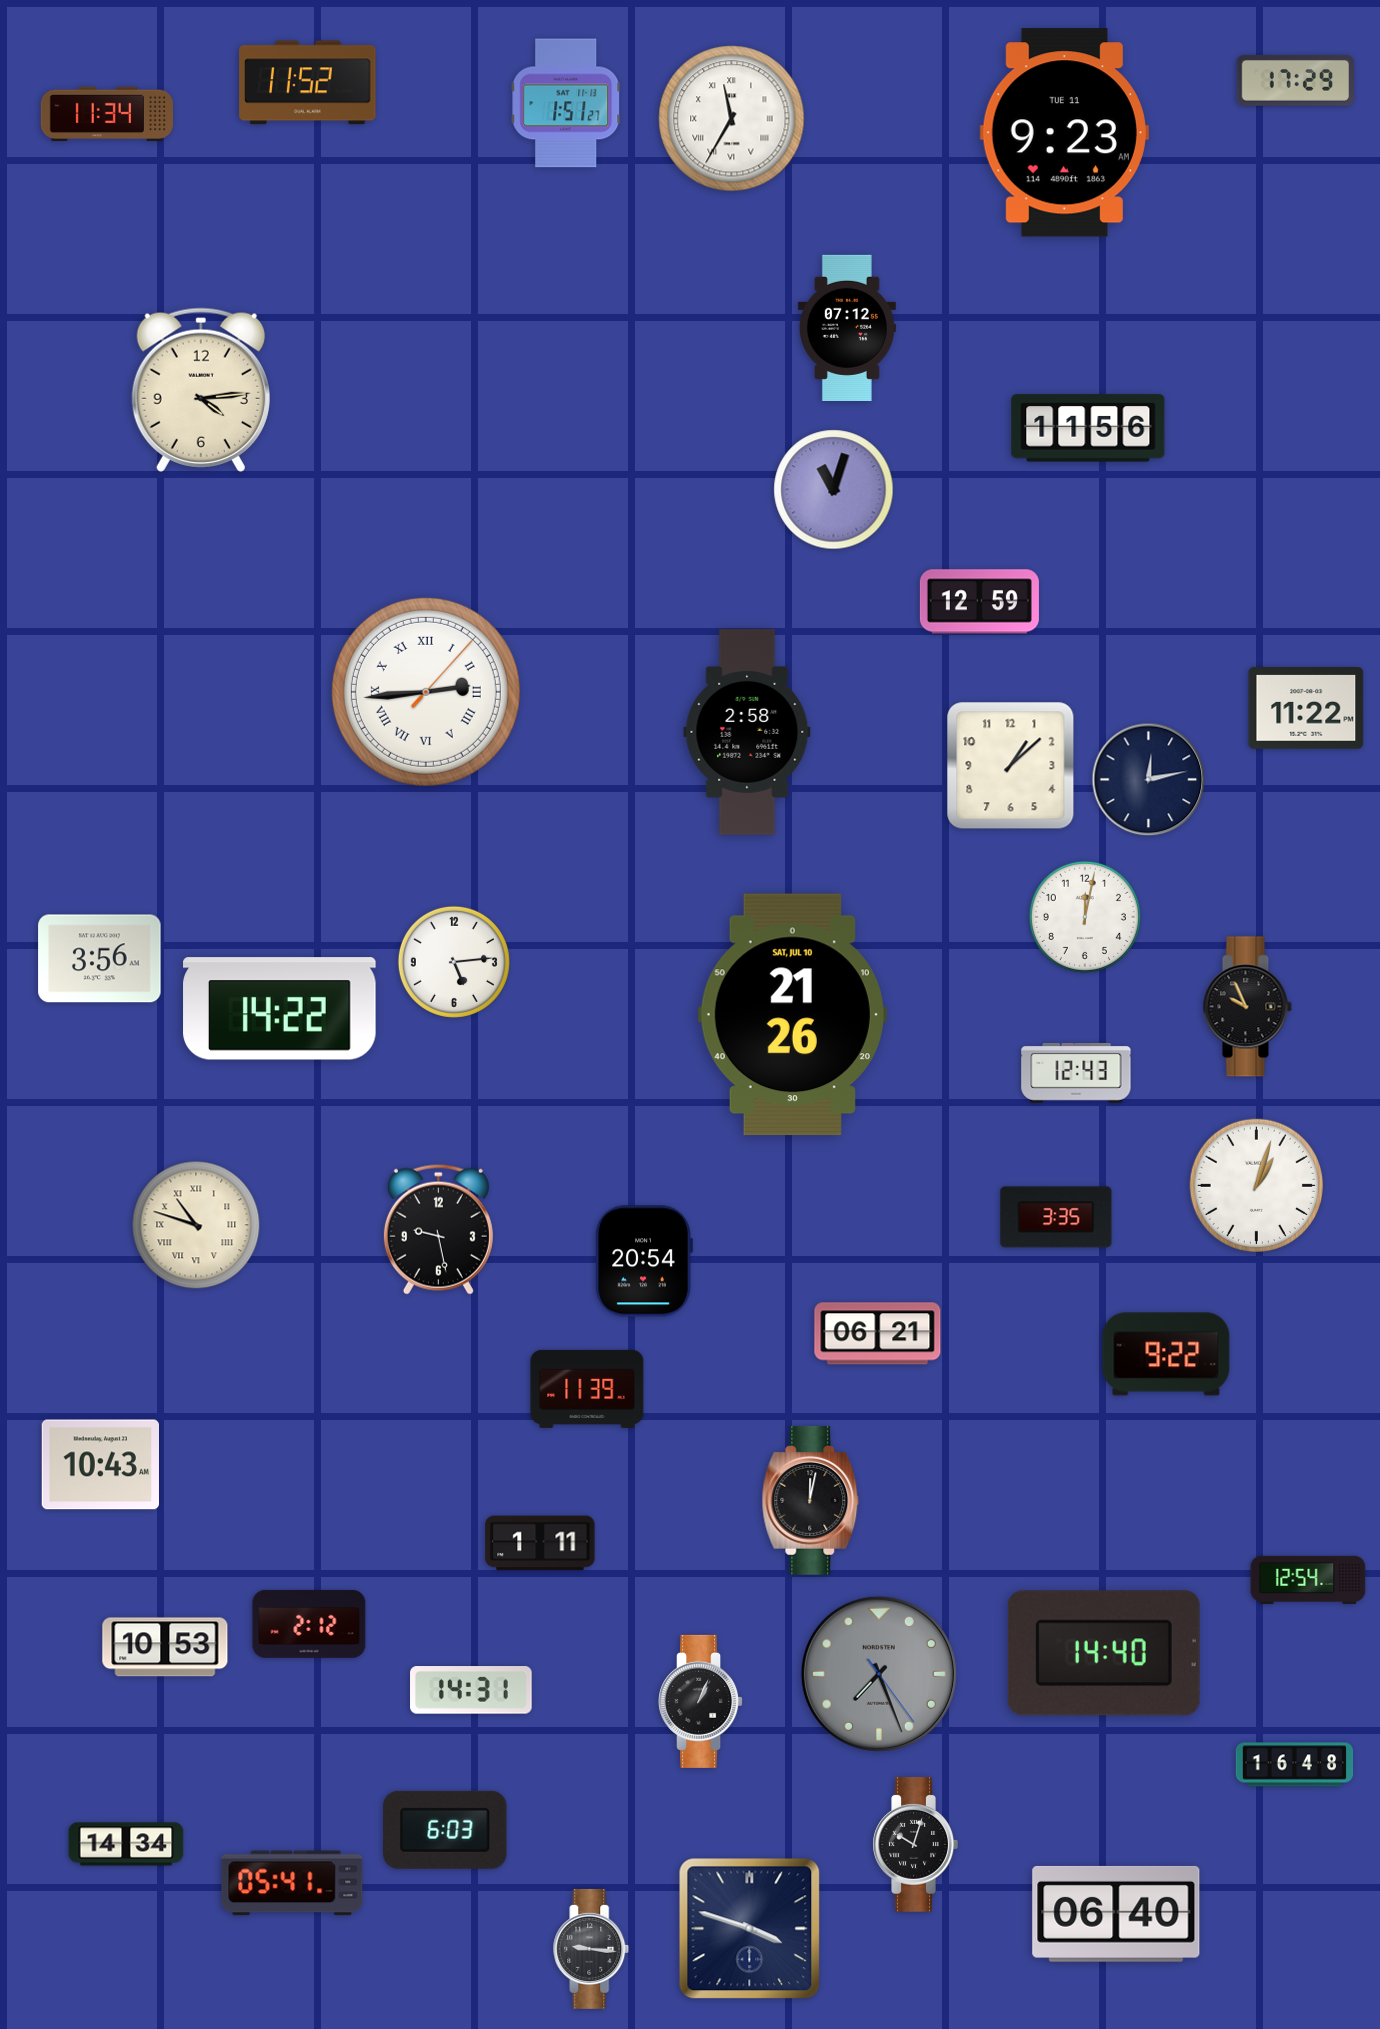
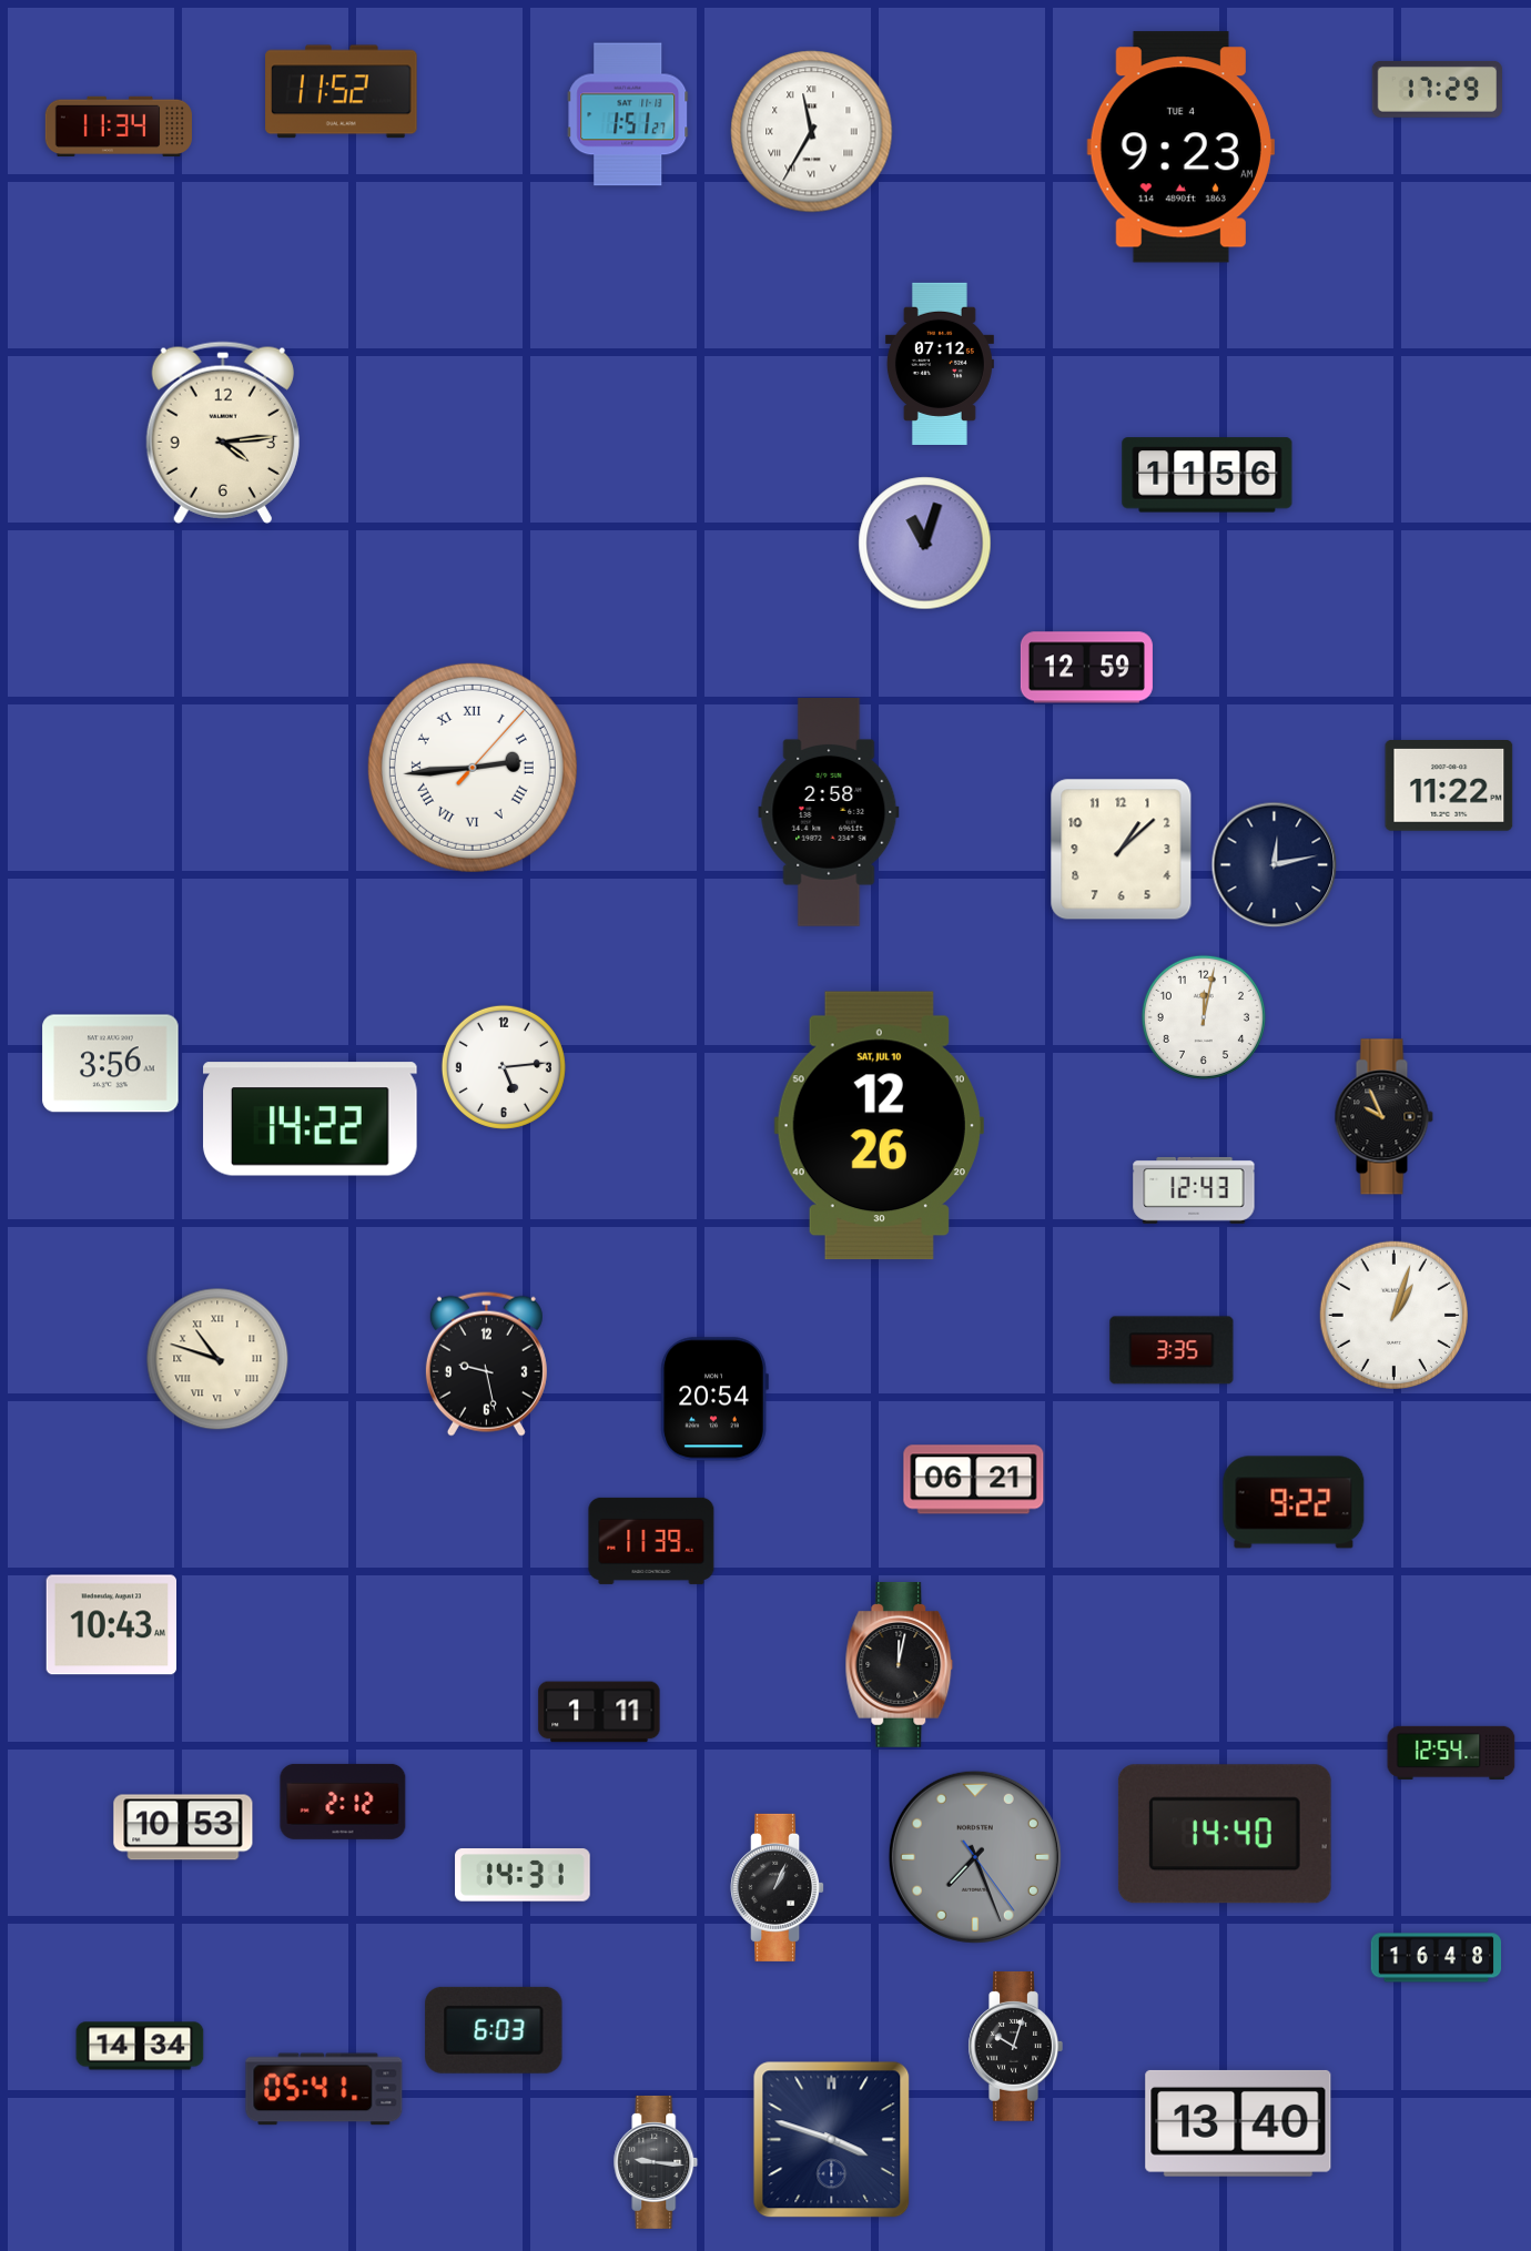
clock at (1064, 133) date: TUE 11 -> TUE 4
clock at (792, 1015): 21:26 -> 12:26
clock at (1116, 1914): 06:40 -> 13:40
